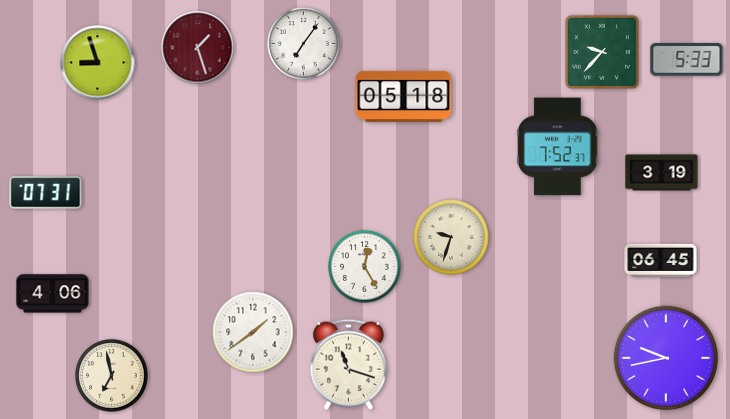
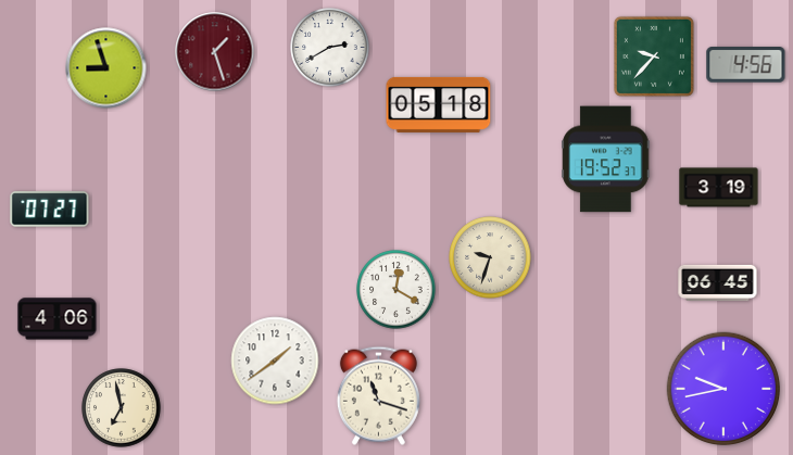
clock at (304, 44): 7:06 -> 2:40
clock at (687, 60): 5:33 -> 4:56
clock at (558, 147): 7:52 -> 19:52
clock at (46, 193): 07:31 -> 07:27
clock at (365, 267): 12:25 -> 12:20
